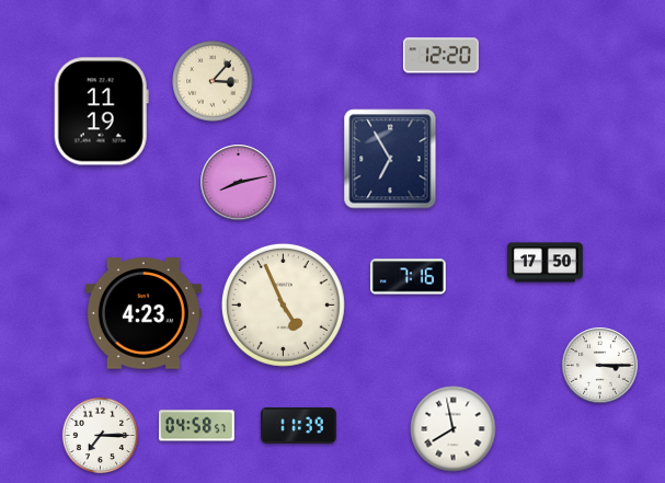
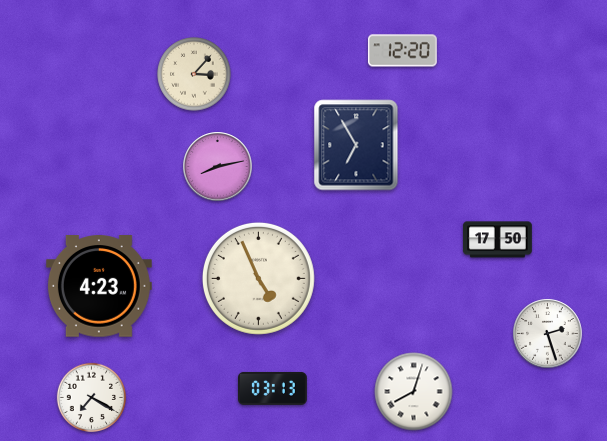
clock at (101, 112): 11:19 -> none
clock at (408, 277): 7:16 -> none
clock at (144, 313) position: (144, 313) -> (99, 286)
clock at (600, 366): 3:15 -> 2:27
clock at (299, 425): 11:39 -> 03:13
clock at (196, 426): 04:58 -> none
clock at (454, 429): 7:58 -> 8:03
clock at (100, 435): 7:15 -> 7:20
